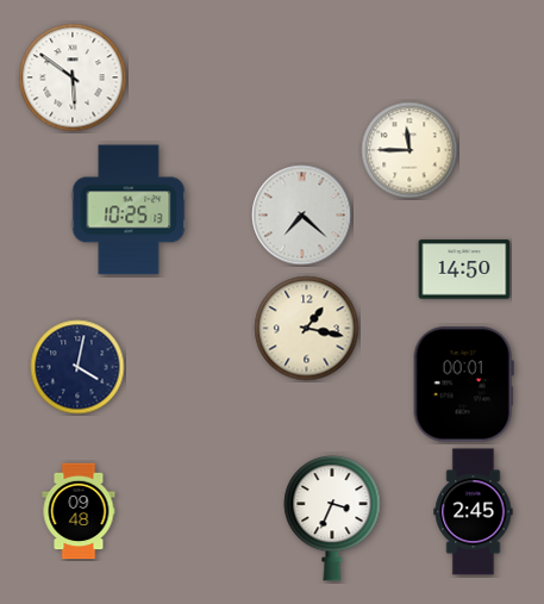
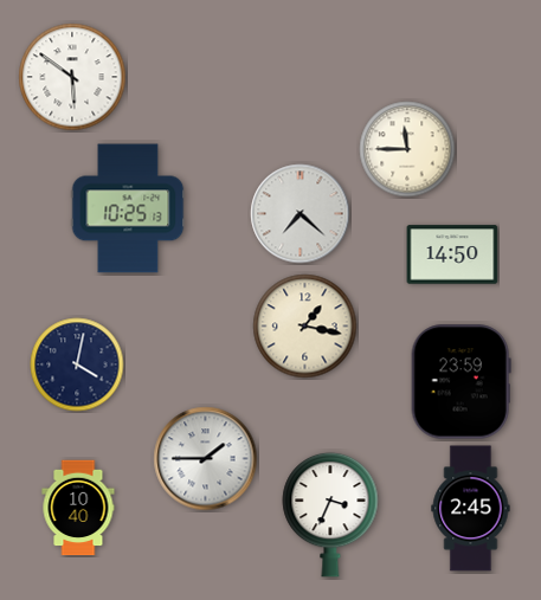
clock at (464, 269) position: (464, 269) -> (452, 254)
clock at (463, 385): 00:01 -> 23:59
clock at (206, 459): none -> 1:45
clock at (79, 511): 09:48 -> 10:40
